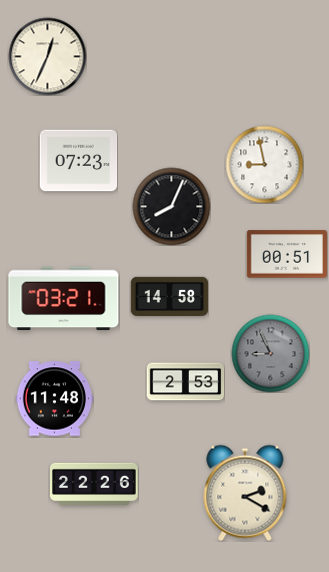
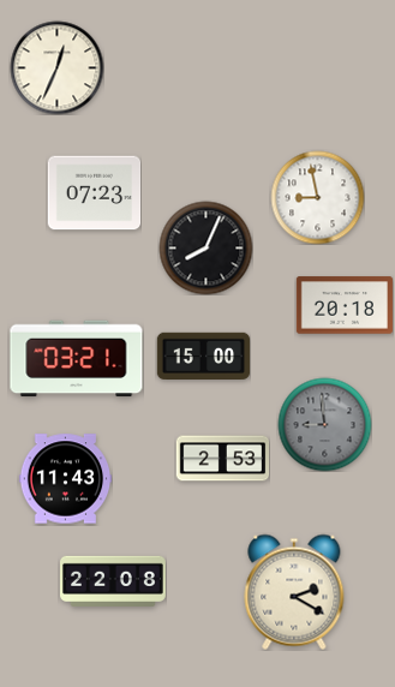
clock at (287, 254): 00:51 -> 20:18
clock at (169, 296): 14:58 -> 15:00
clock at (270, 353): 8:56 -> 8:59
clock at (54, 399): 11:48 -> 11:43
clock at (95, 484): 22:26 -> 22:08
